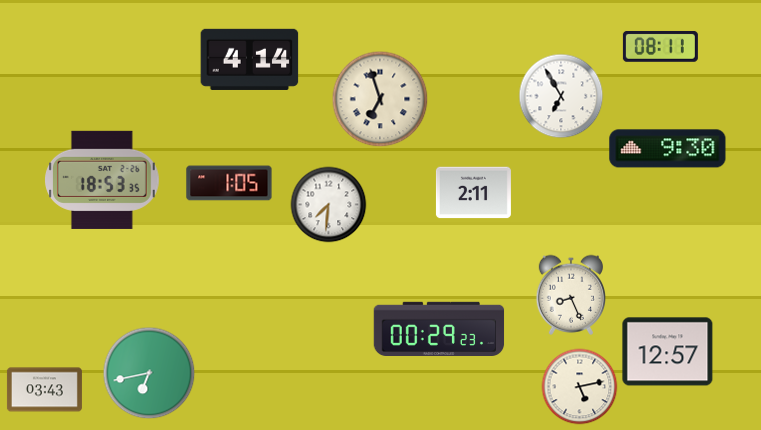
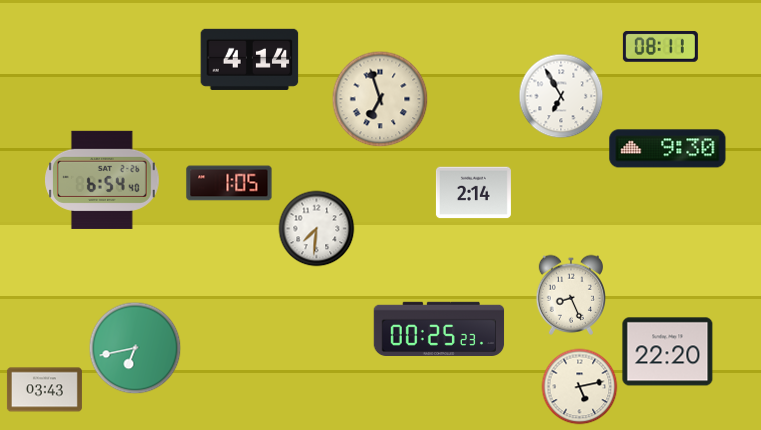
clock at (103, 180): 18:53 -> 6:54
clock at (473, 193): 2:11 -> 2:14
clock at (329, 205) position: (329, 205) -> (317, 229)
clock at (439, 328): 00:29 -> 00:25
clock at (668, 352): 12:57 -> 22:20
clock at (149, 373) position: (149, 373) -> (135, 348)
